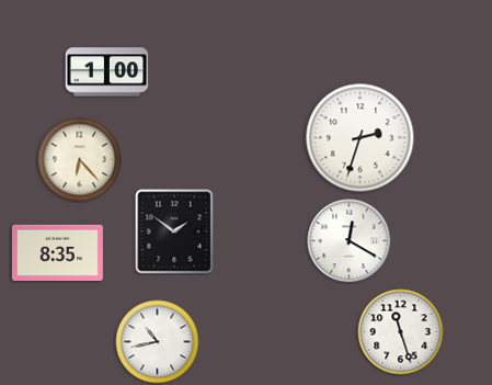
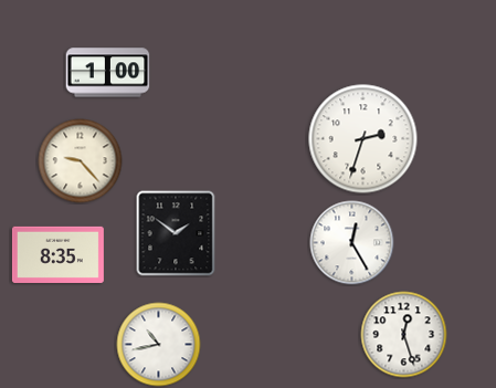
clock at (80, 160): 6:23 -> 9:23
clock at (350, 241): 12:20 -> 12:25
clock at (401, 332): 11:27 -> 12:27
